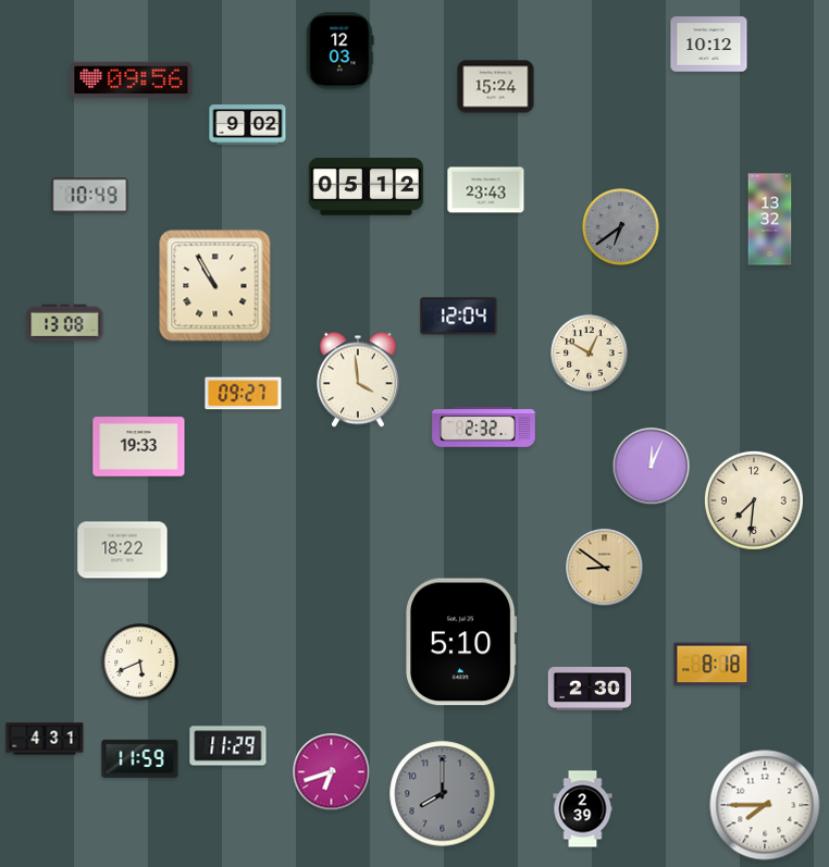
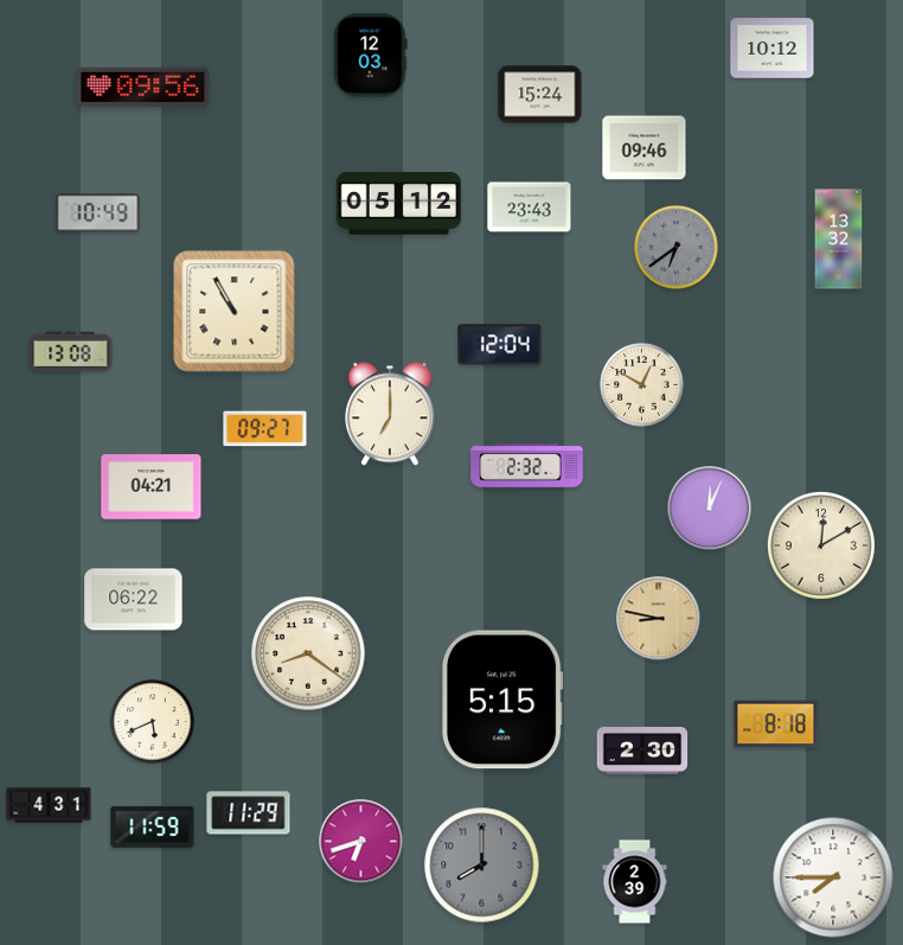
clock at (248, 125): 9:02 -> none
clock at (645, 148): none -> 09:46
clock at (359, 380): 3:59 -> 7:00
clock at (139, 447): 19:33 -> 04:21
clock at (754, 500): 7:31 -> 12:10
clock at (123, 550): 18:22 -> 06:22
clock at (605, 568): 8:51 -> 8:47
clock at (308, 653): none -> 8:21
clock at (462, 642): 5:10 -> 5:15
